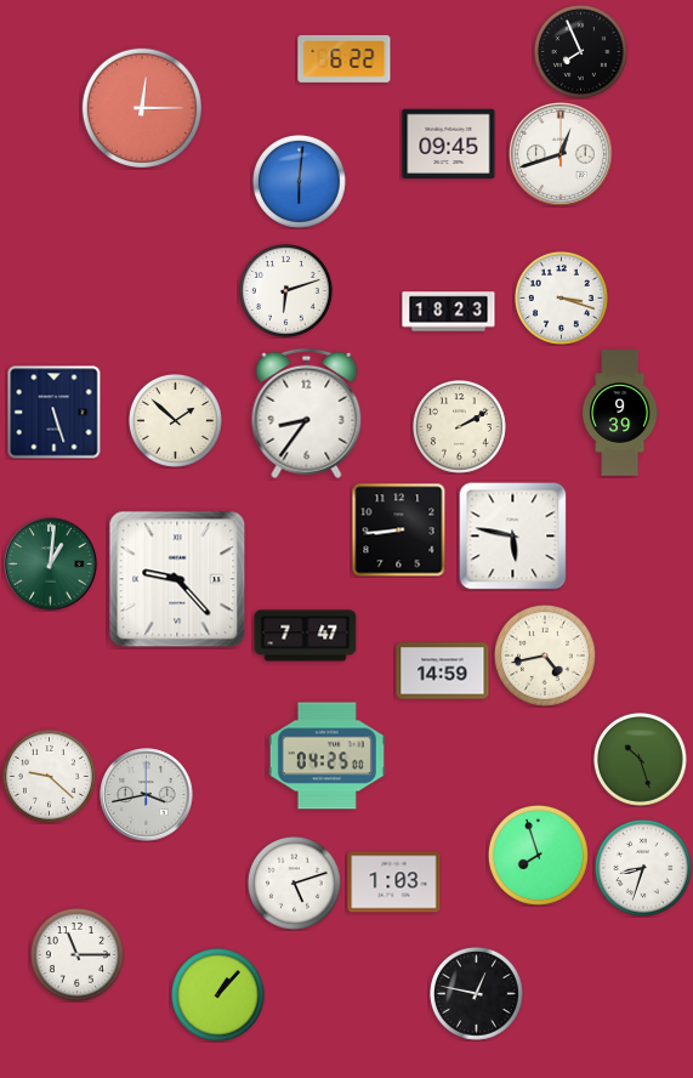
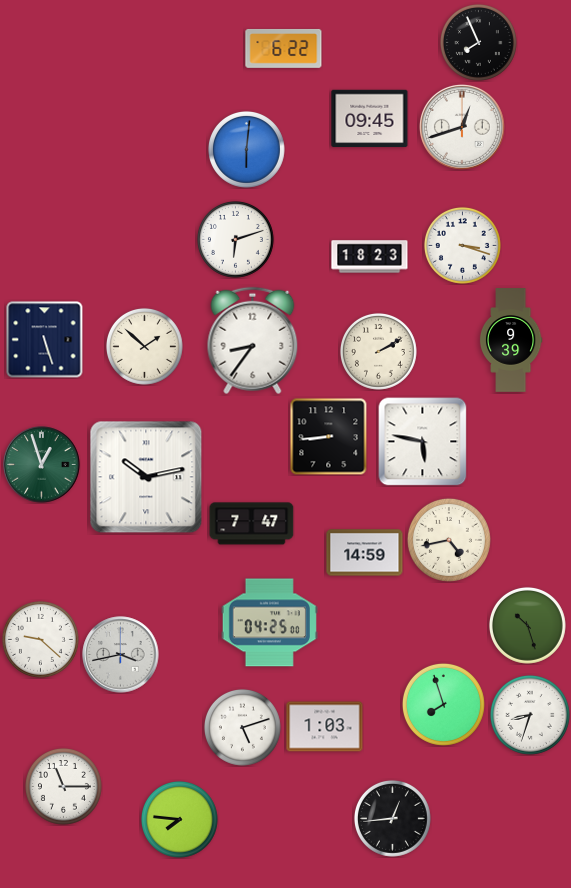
clock at (142, 108): 12:15 -> none
clock at (51, 564): 1:01 -> 12:57
clock at (177, 579): 9:23 -> 10:13
clock at (476, 993): 12:47 -> 12:44
clock at (217, 994): 1:07 -> 7:46
